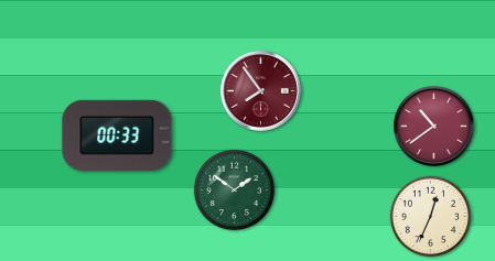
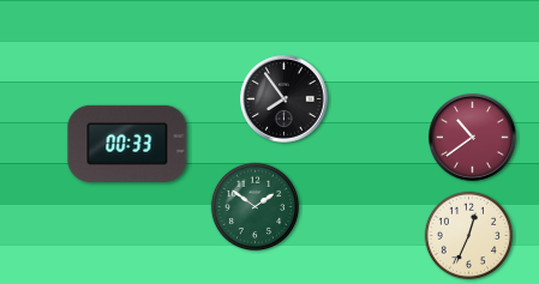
clock at (261, 91) dial: burgundy -> black
clock at (117, 135) position: (117, 135) -> (127, 144)
